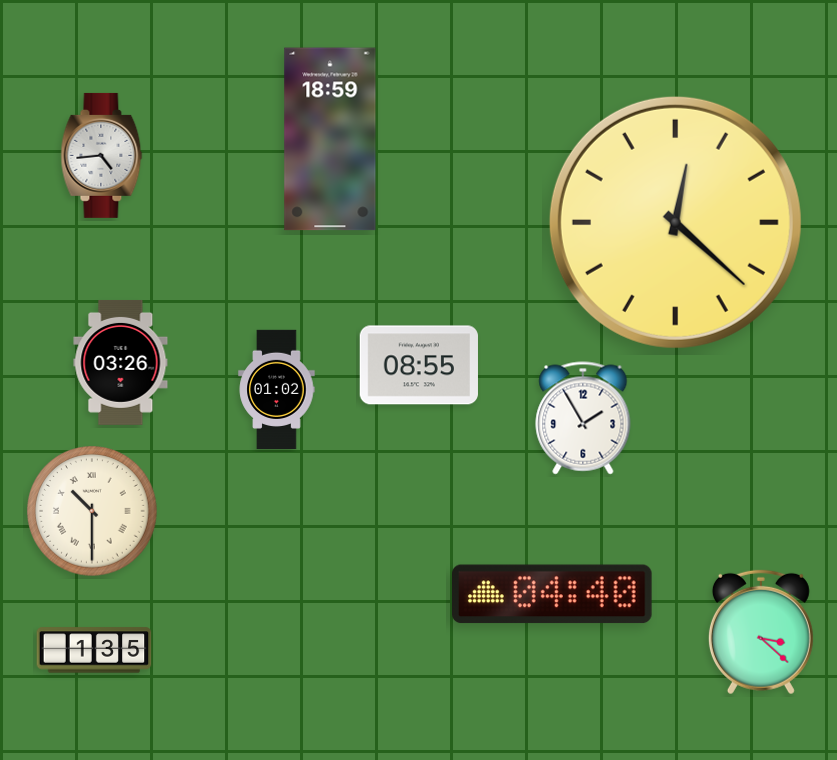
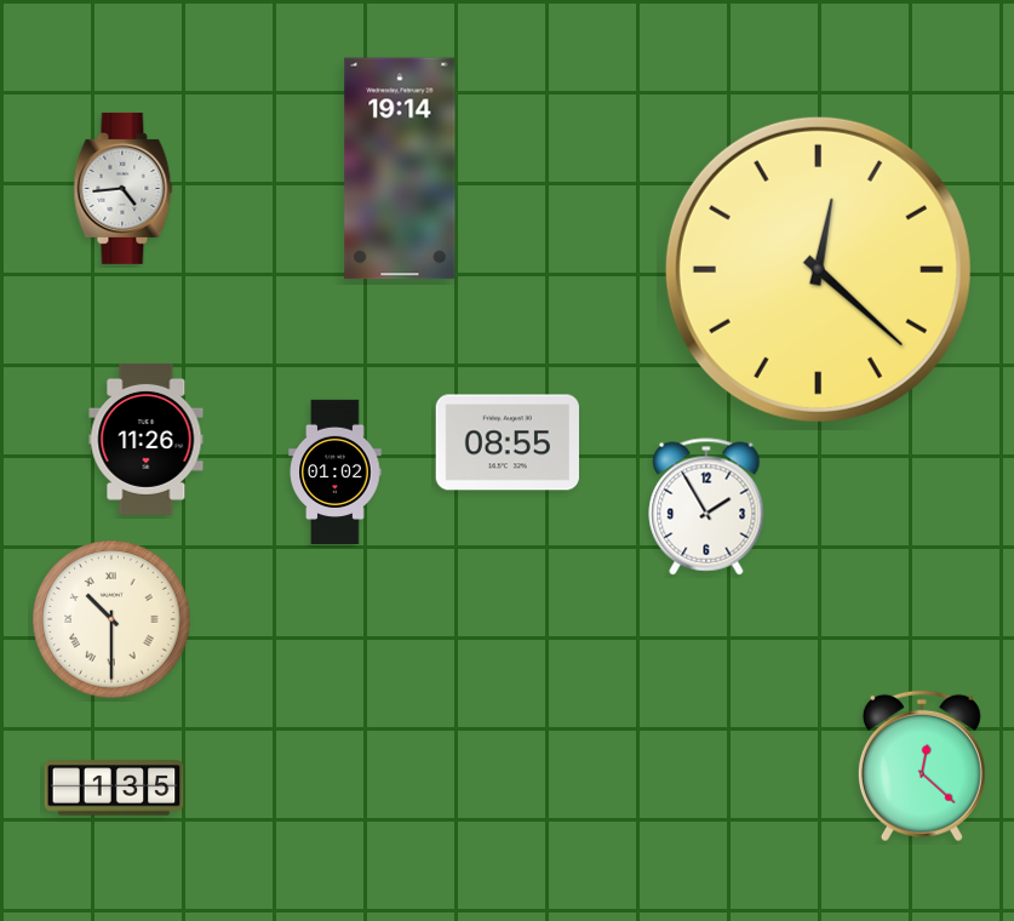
clock at (330, 139): 18:59 -> 19:14
clock at (121, 362): 03:26 -> 11:26
clock at (553, 594): 04:40 -> none
clock at (761, 632): 3:22 -> 12:22
